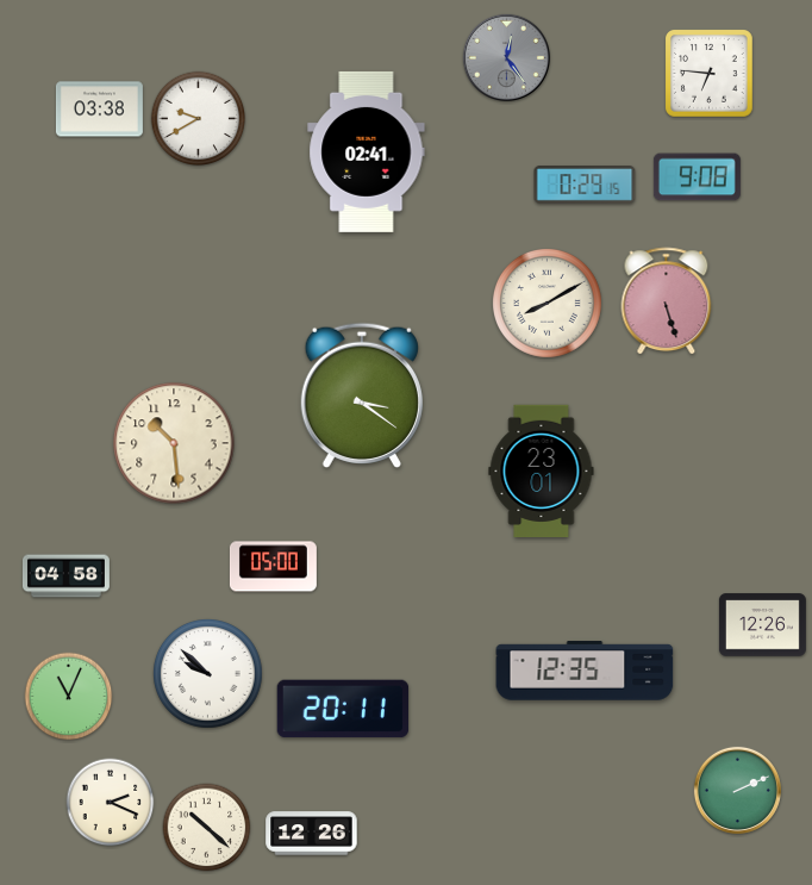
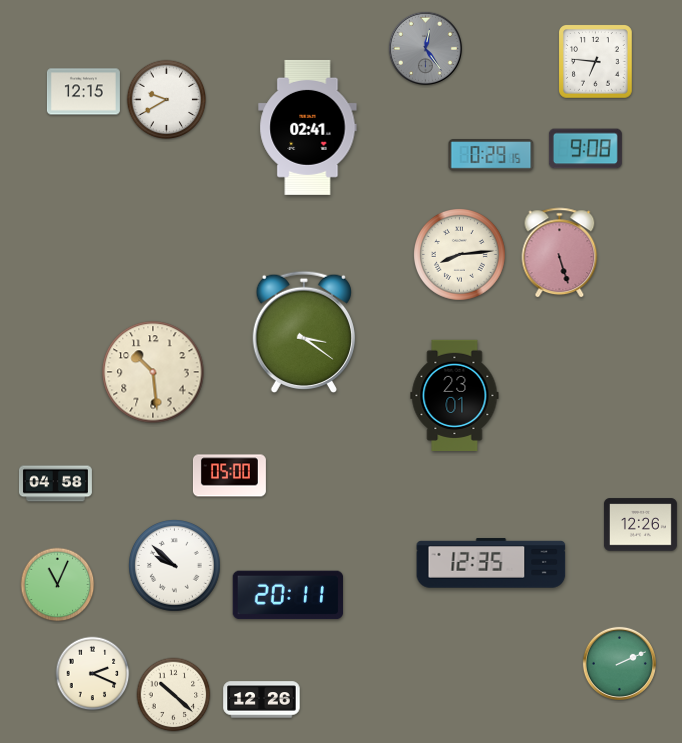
clock at (99, 110): 03:38 -> 12:15
clock at (548, 304): 8:10 -> 8:14
clock at (174, 443) position: (174, 443) -> (153, 372)
